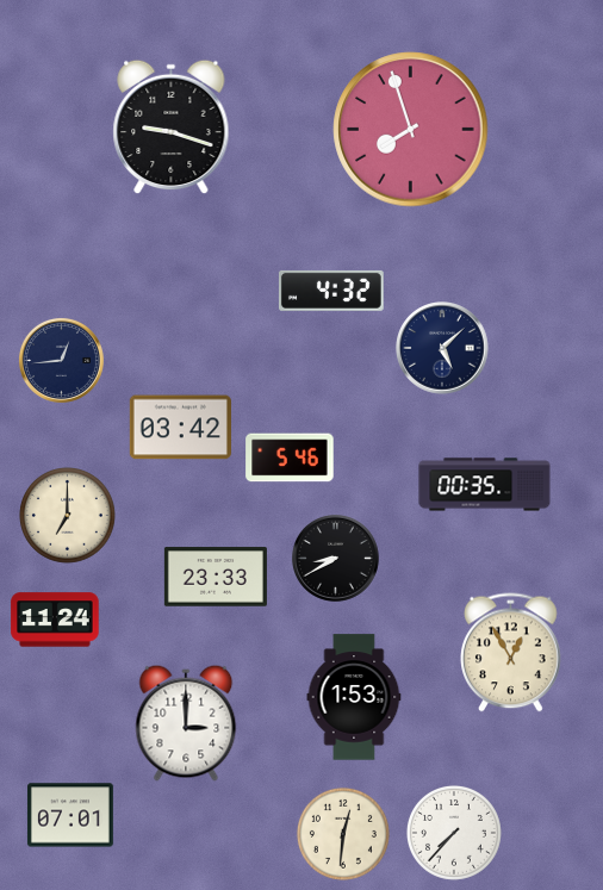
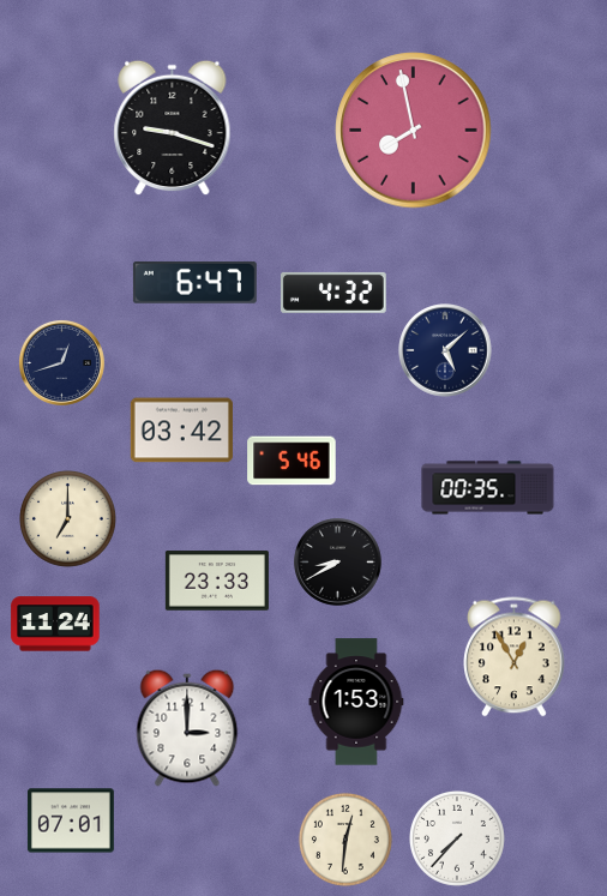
clock at (411, 130): 7:57 -> 7:58
clock at (194, 282): none -> 6:47
clock at (61, 360): 12:44 -> 12:42
